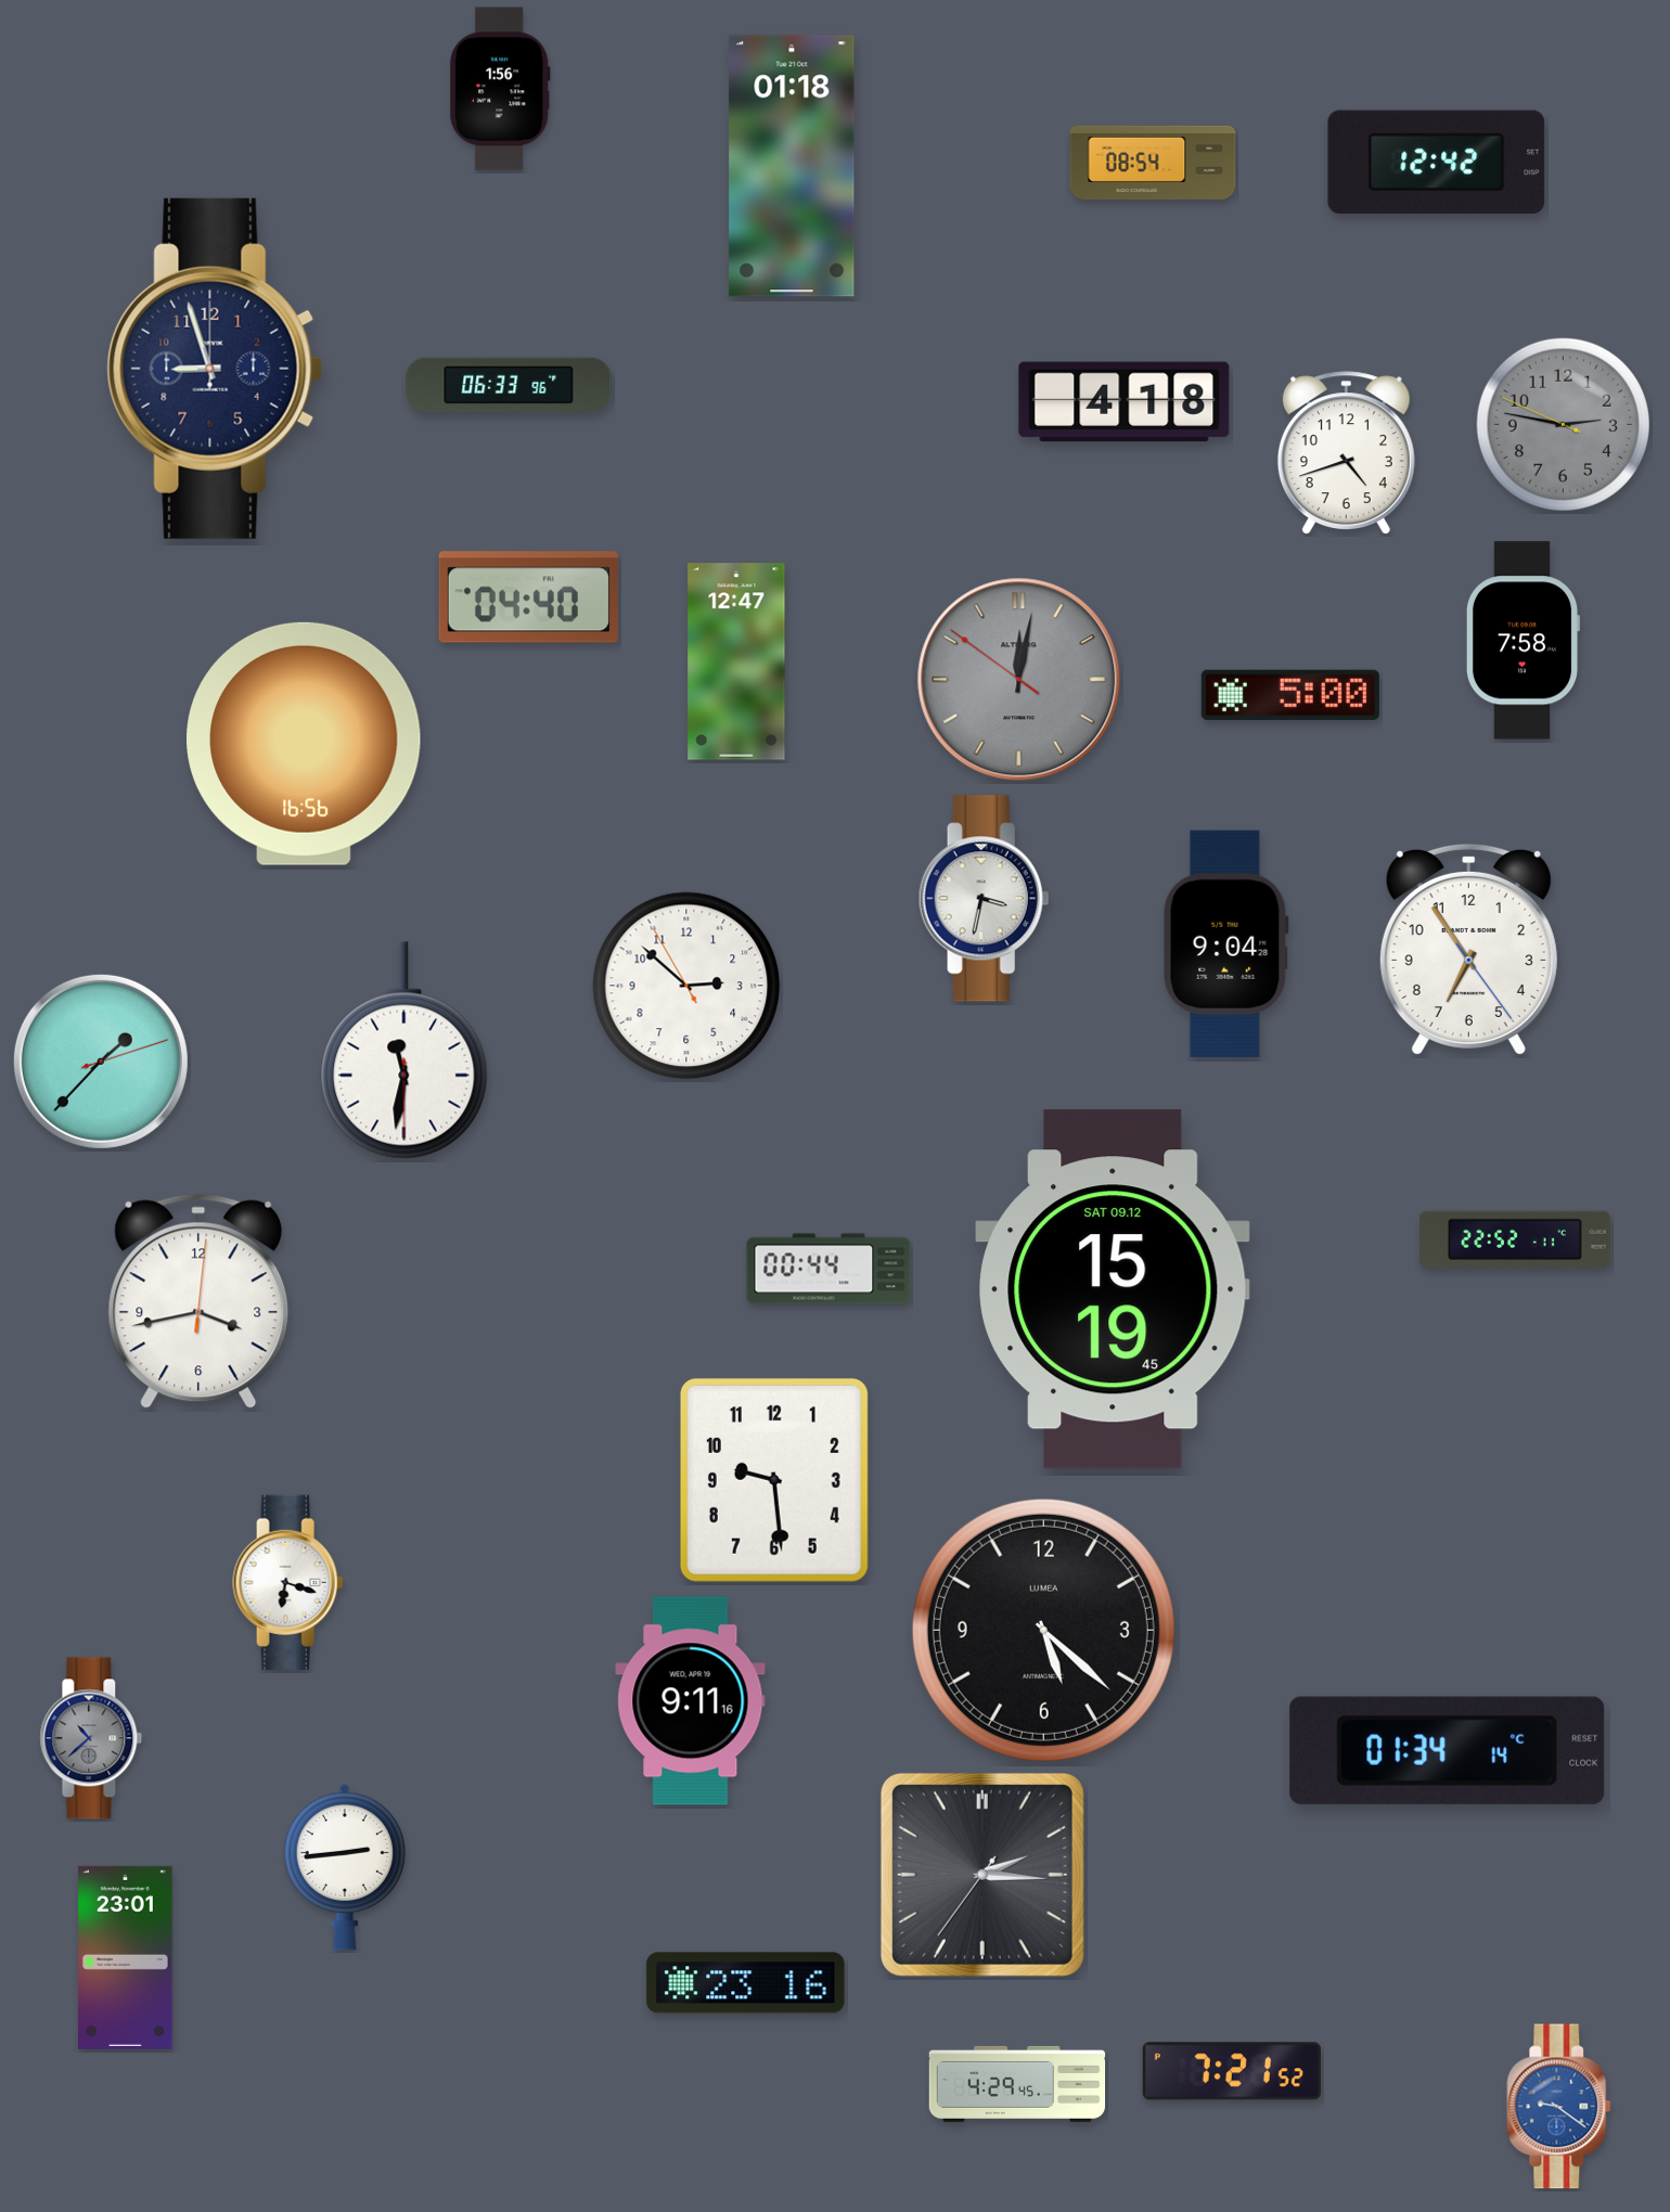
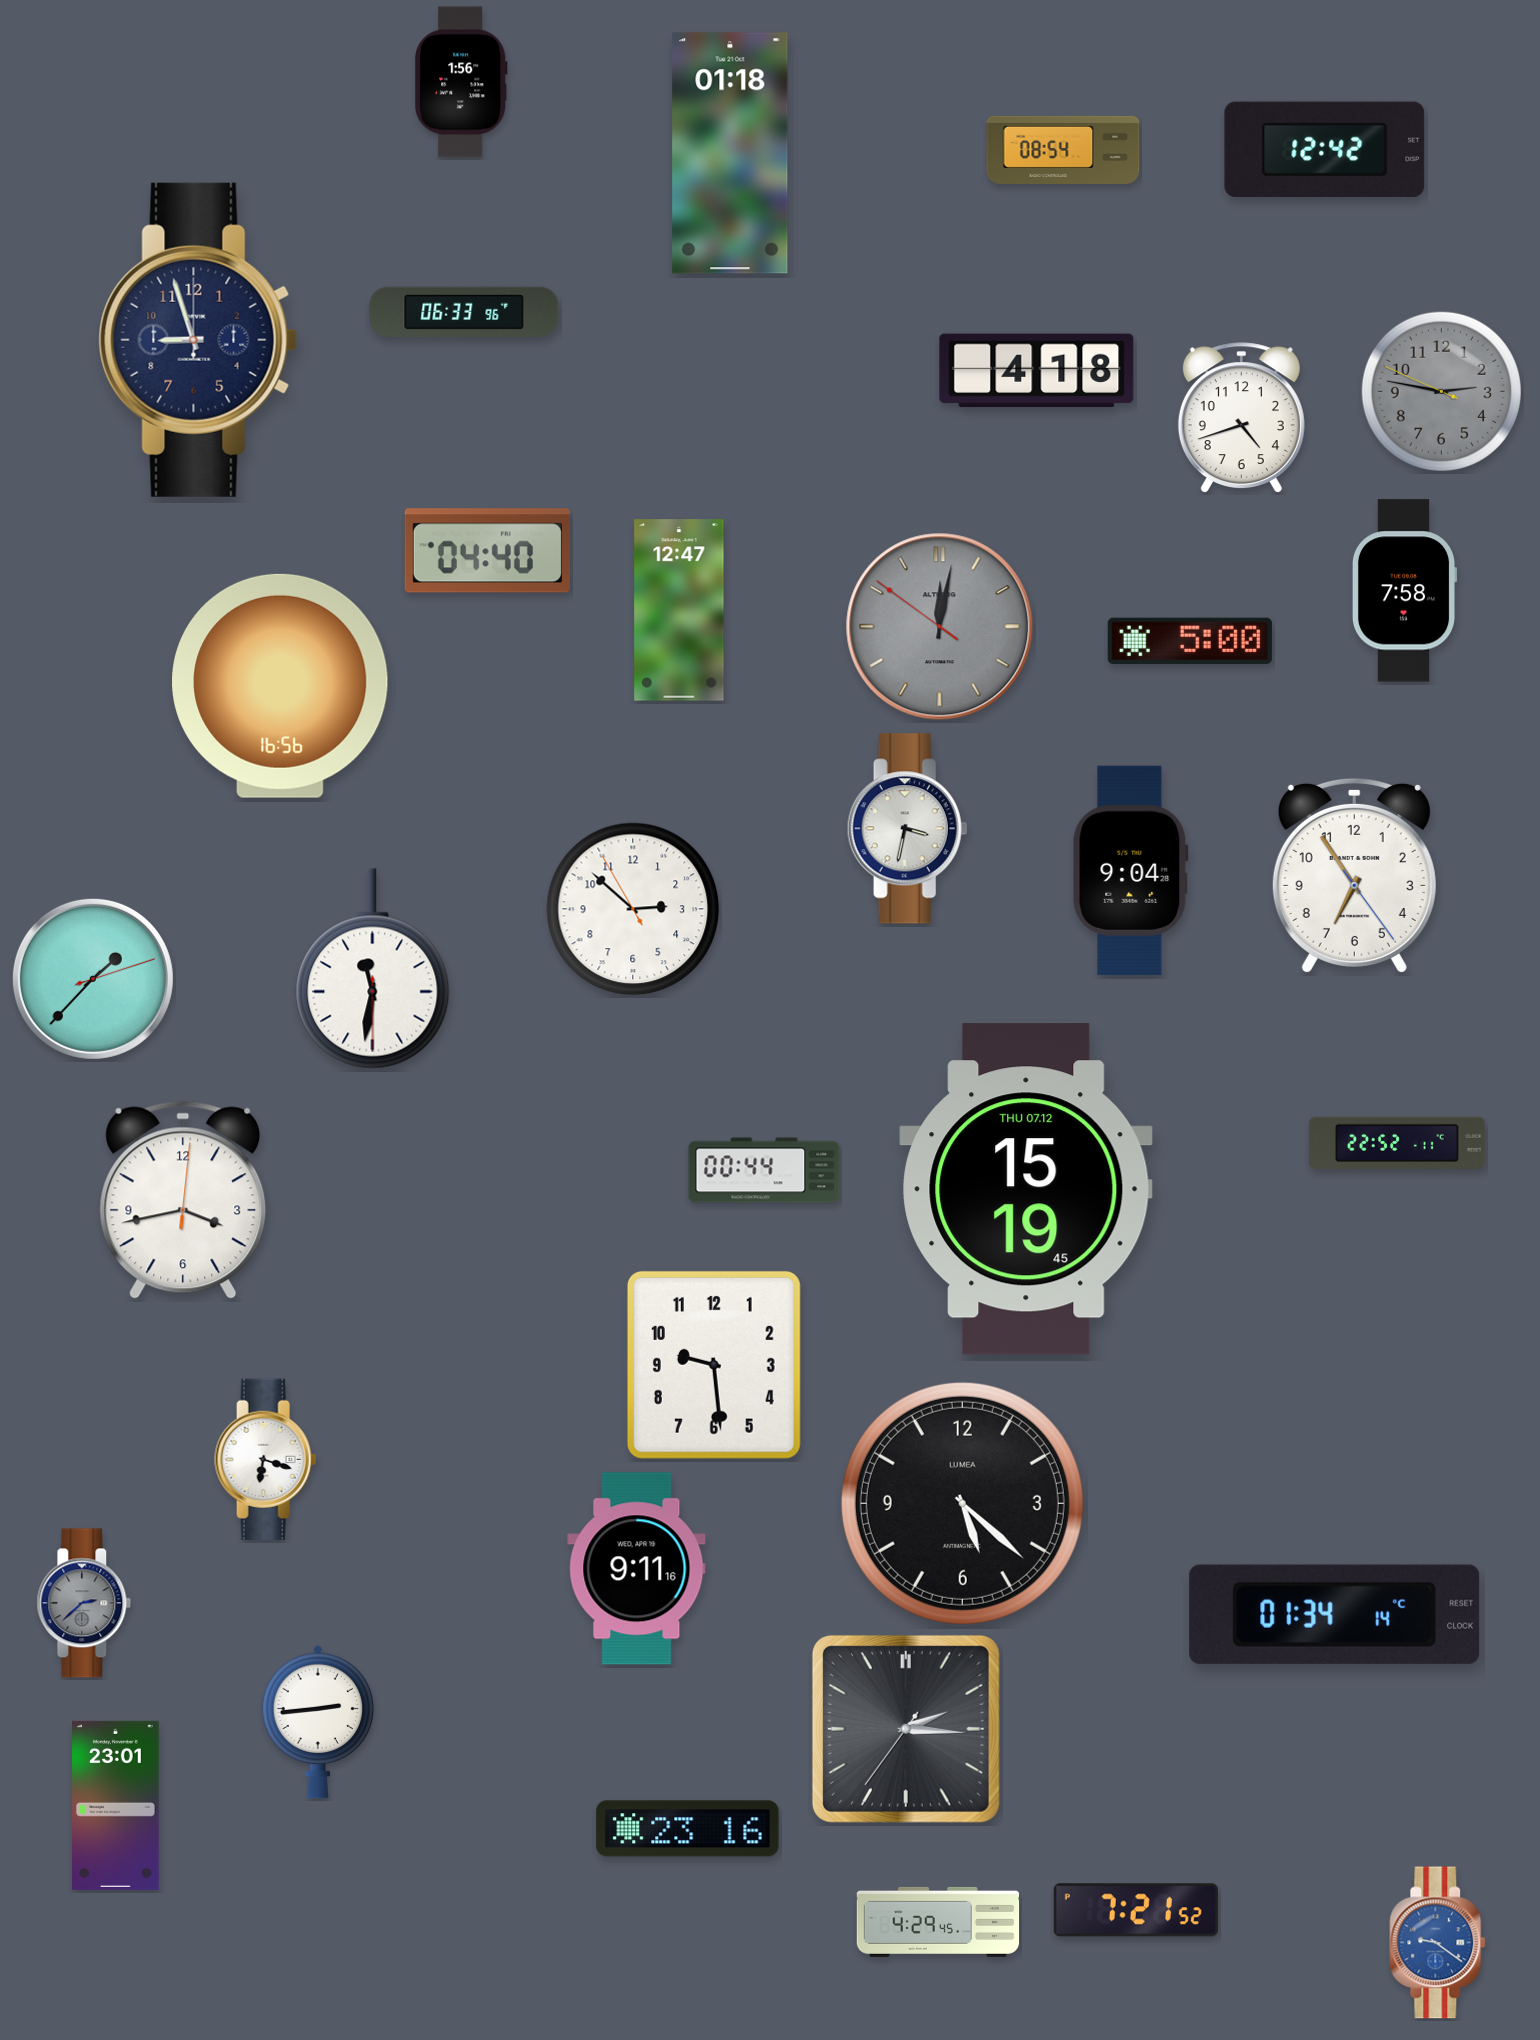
clock at (509, 385) position: (509, 385) -> (464, 312)
clock at (1113, 1289) date: SAT 09.12 -> THU 07.12
clock at (91, 1738): 10:38 -> 2:38
